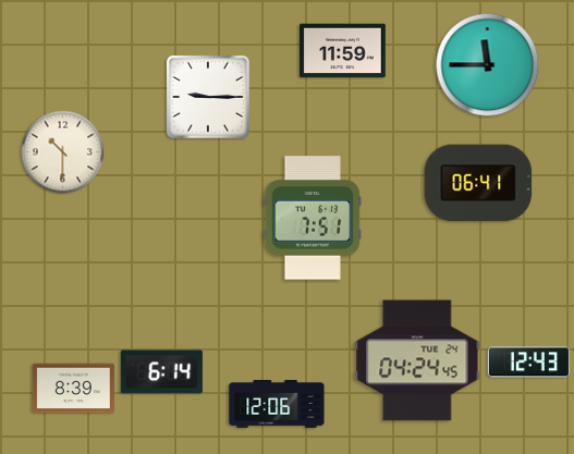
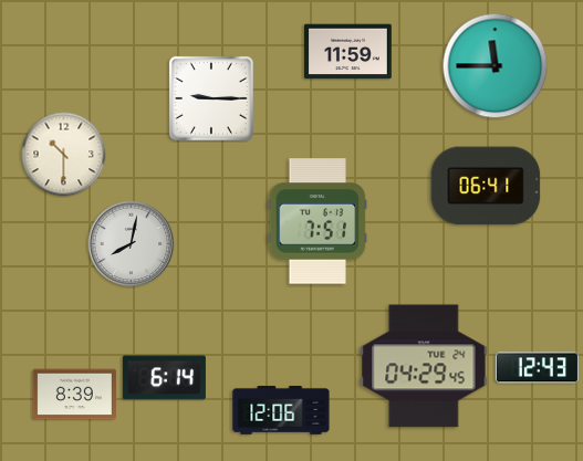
clock at (132, 244): none -> 8:02
clock at (417, 360): 04:24 -> 04:29
